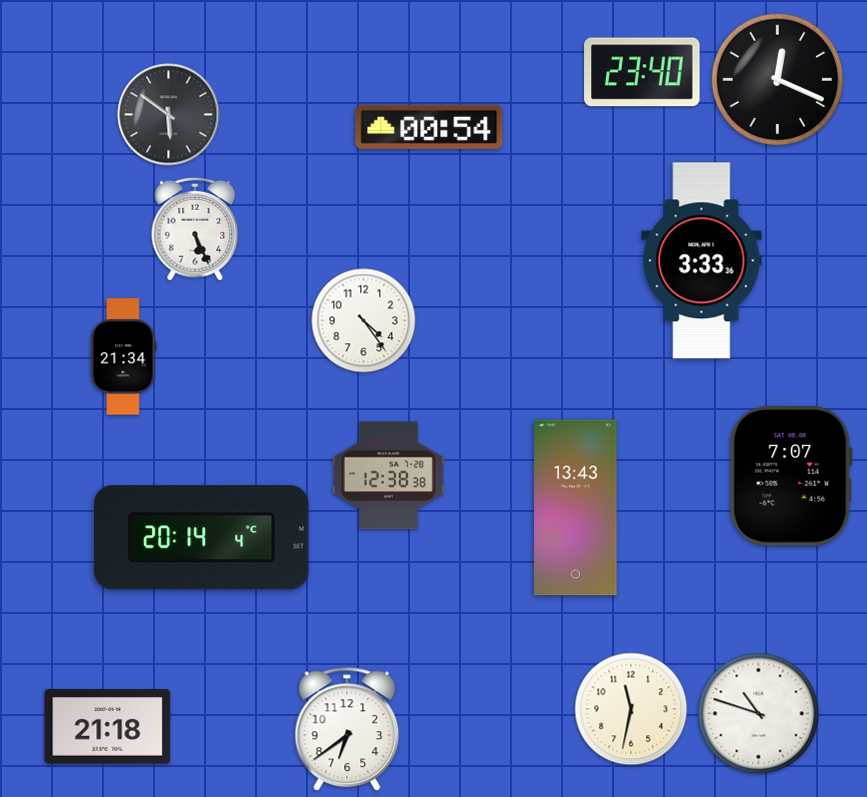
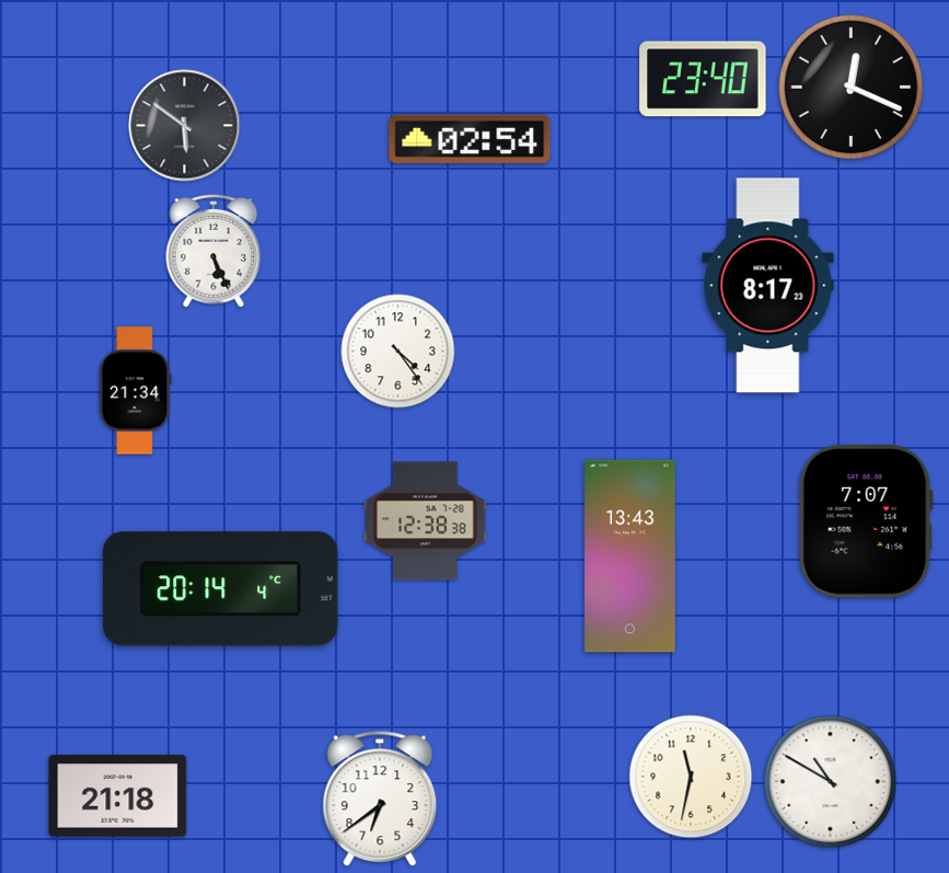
clock at (429, 127): 00:54 -> 02:54
clock at (702, 261): 3:33 -> 8:17
clock at (759, 714): 10:48 -> 10:50
